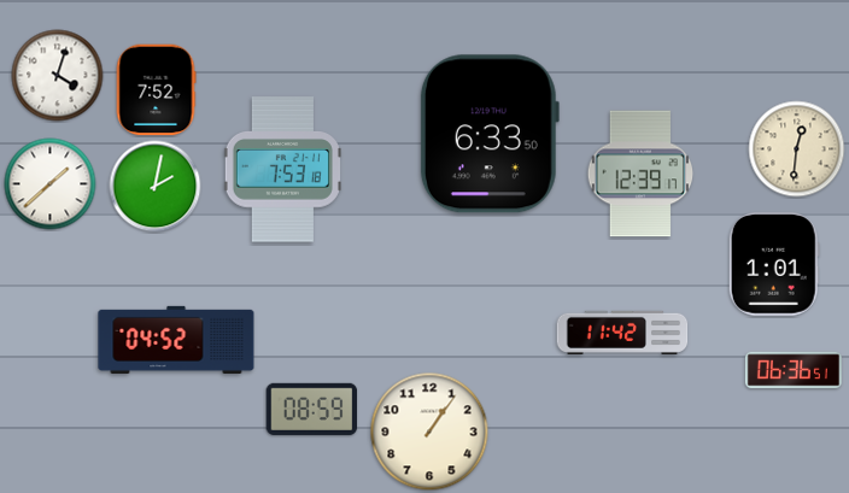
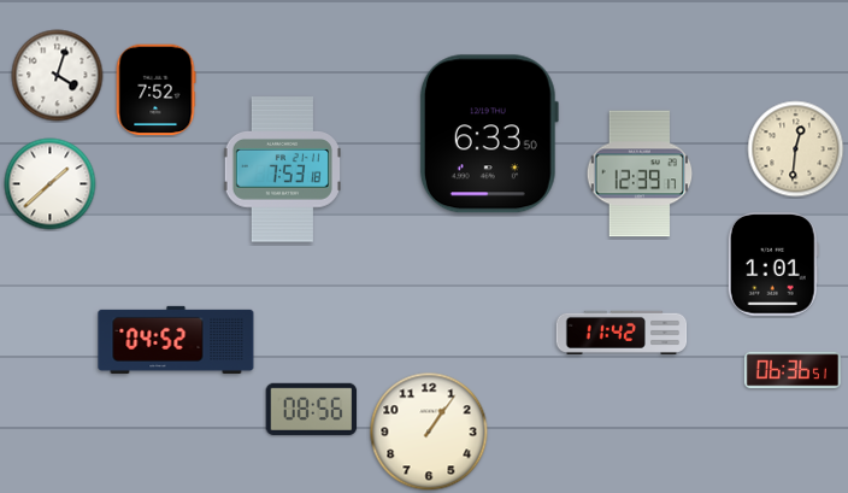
clock at (156, 187): 2:02 -> none
clock at (312, 409): 08:59 -> 08:56
